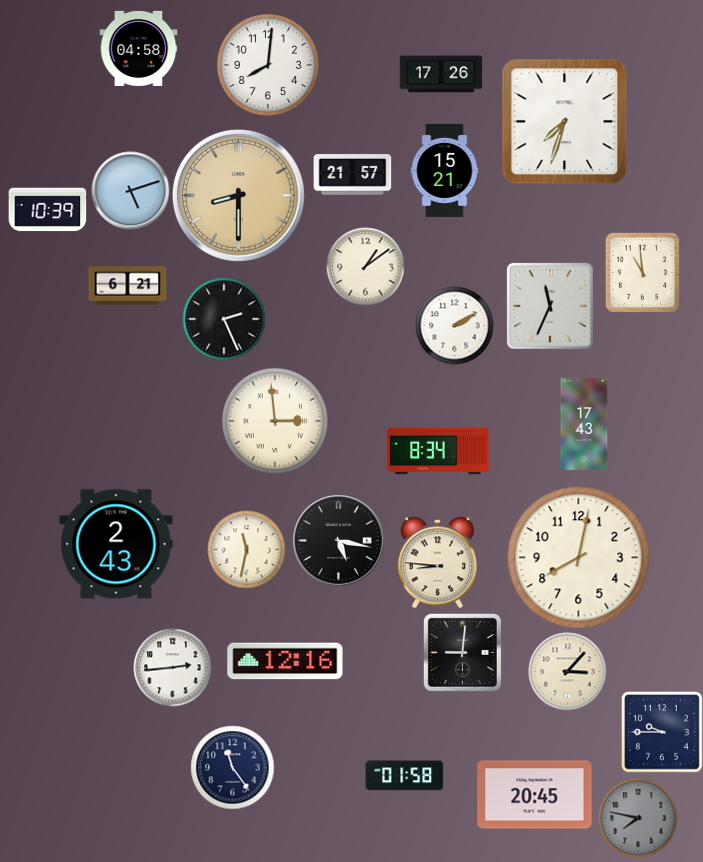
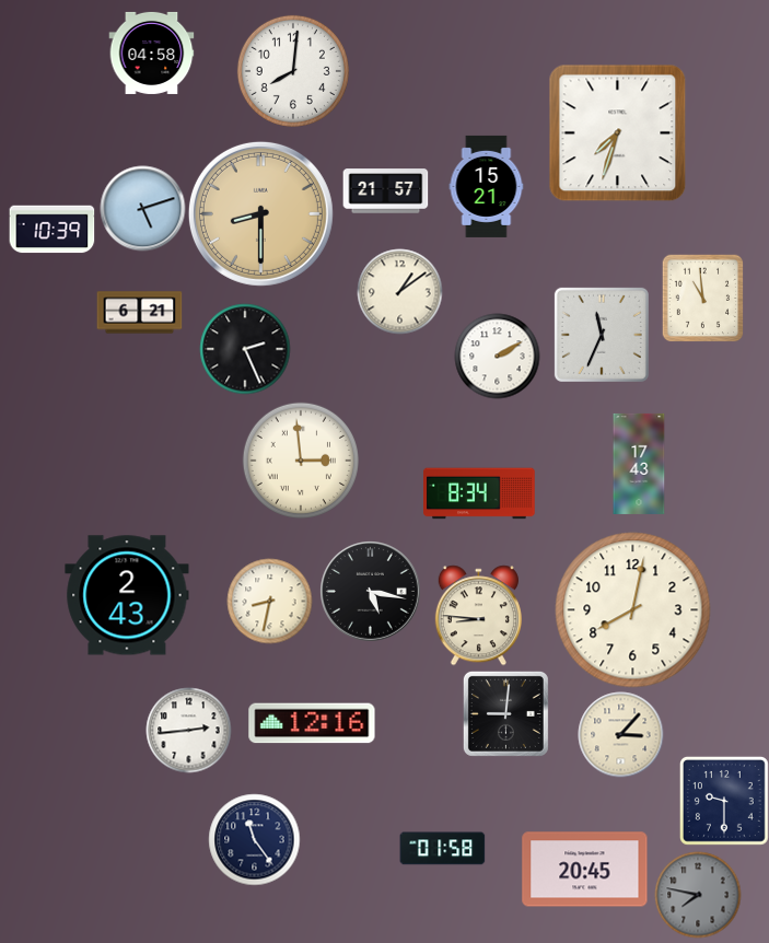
clock at (441, 74): 17:26 -> none
clock at (246, 549): 11:32 -> 8:32
clock at (662, 732): 9:45 -> 9:30
